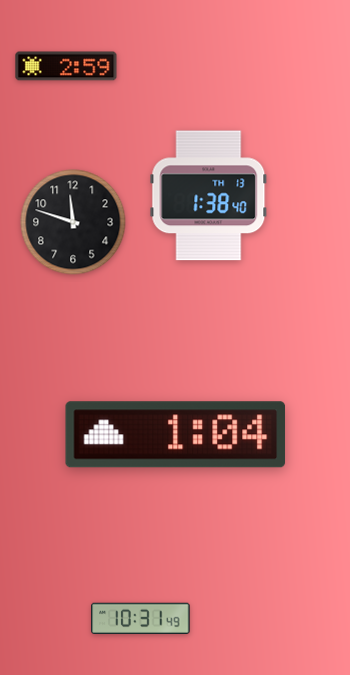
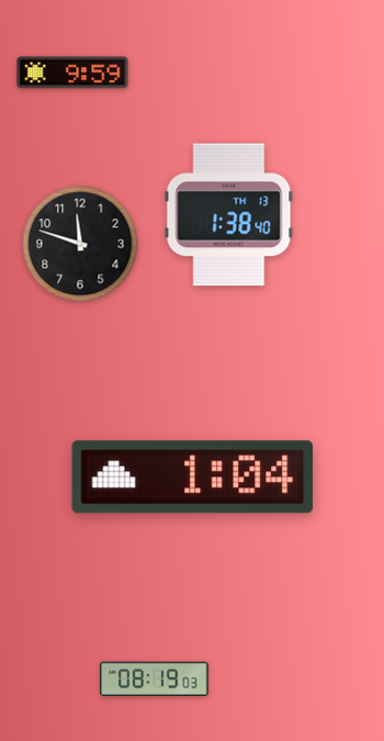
clock at (66, 66): 2:59 -> 9:59
clock at (141, 618): 10:31 -> 08:19
